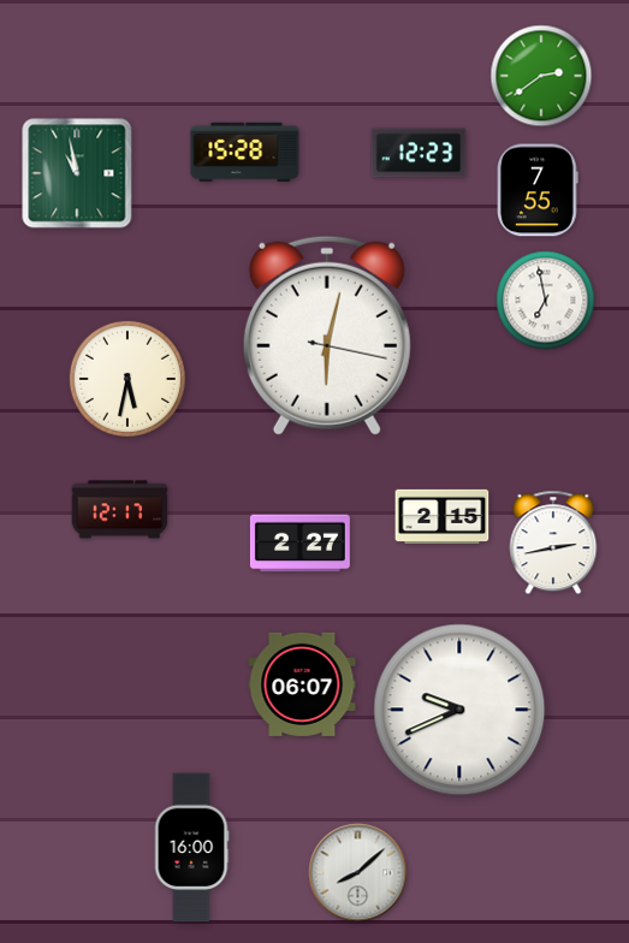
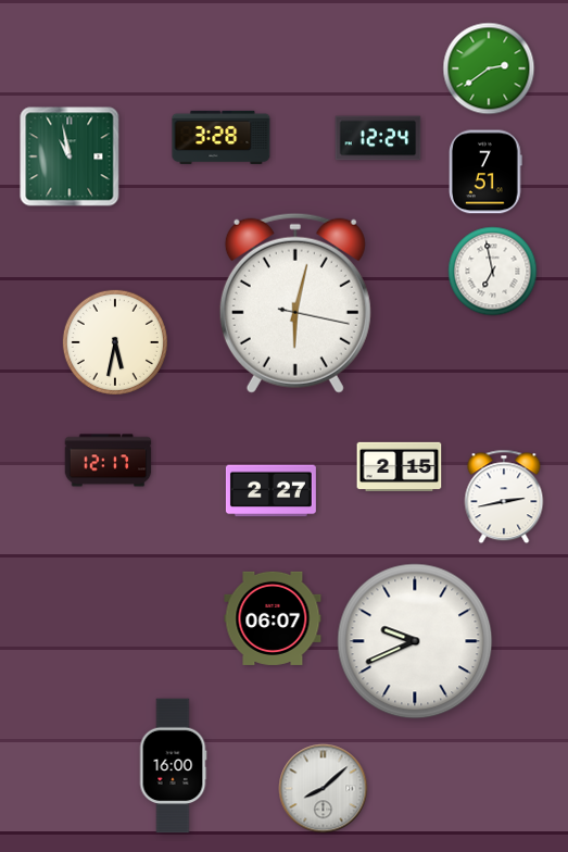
clock at (245, 152): 15:28 -> 3:28
clock at (419, 153): 12:23 -> 12:24
clock at (539, 190): 7:55 -> 7:51
clock at (553, 542) position: (553, 542) -> (504, 497)
